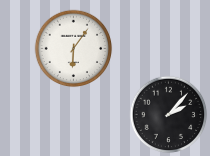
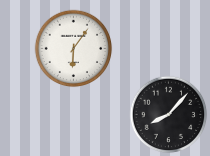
clock at (168, 114): 2:07 -> 8:07
